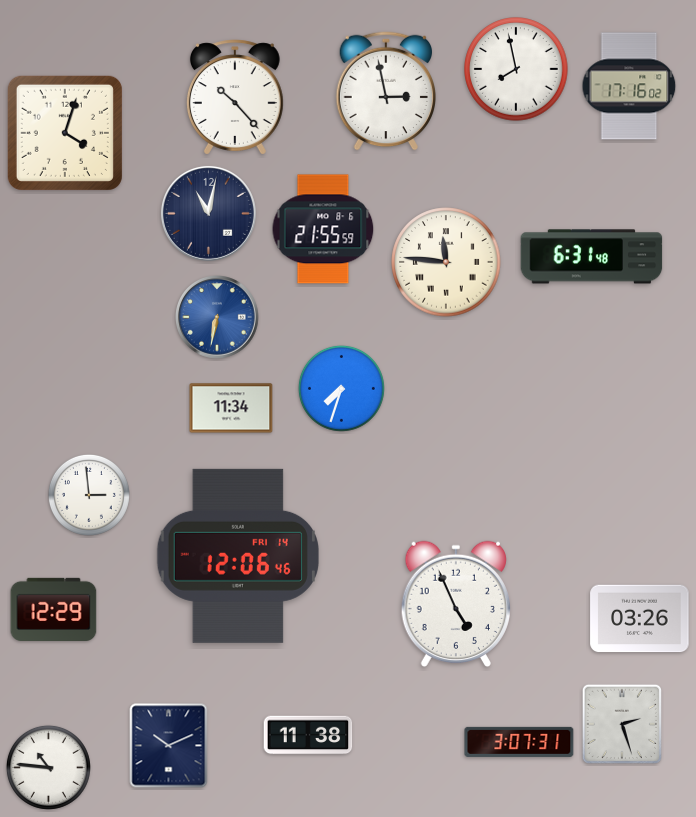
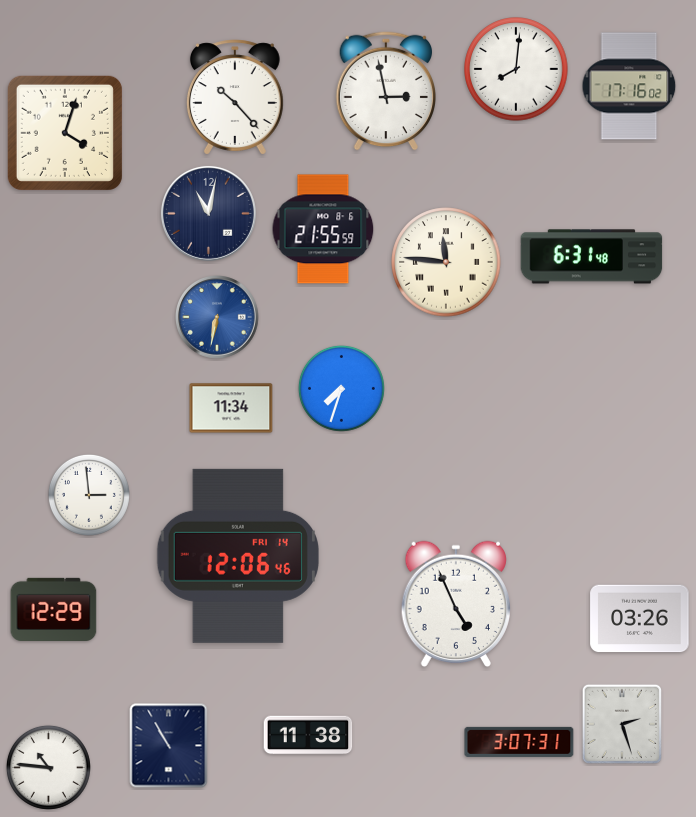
clock at (516, 69): 7:58 -> 8:01
clock at (169, 746): 10:11 -> 10:55
